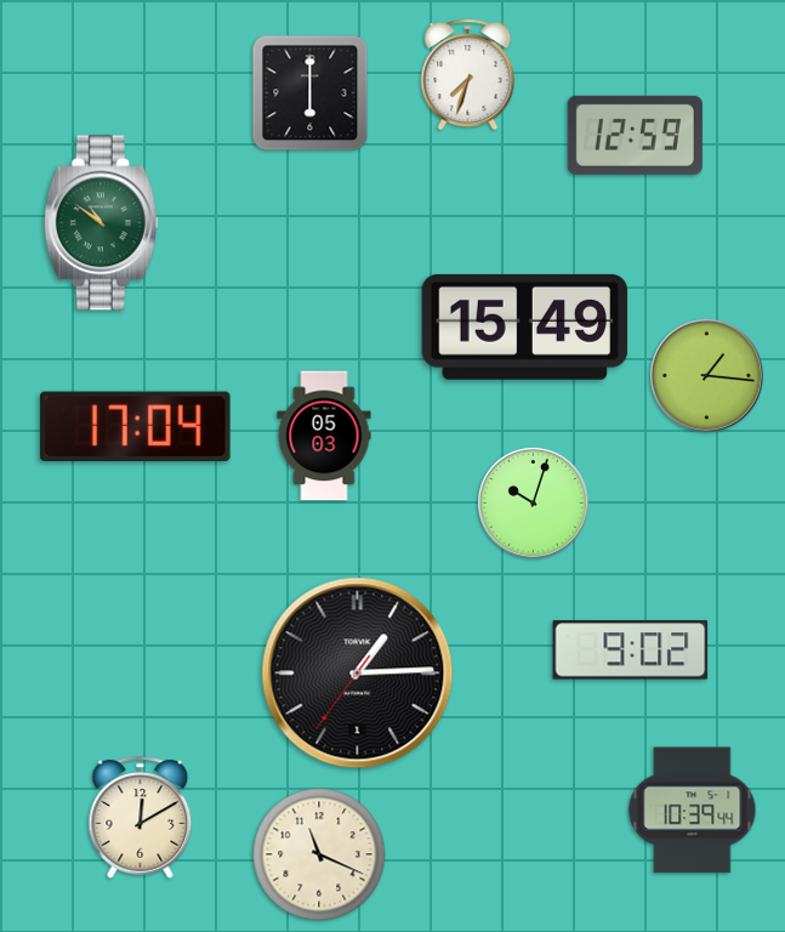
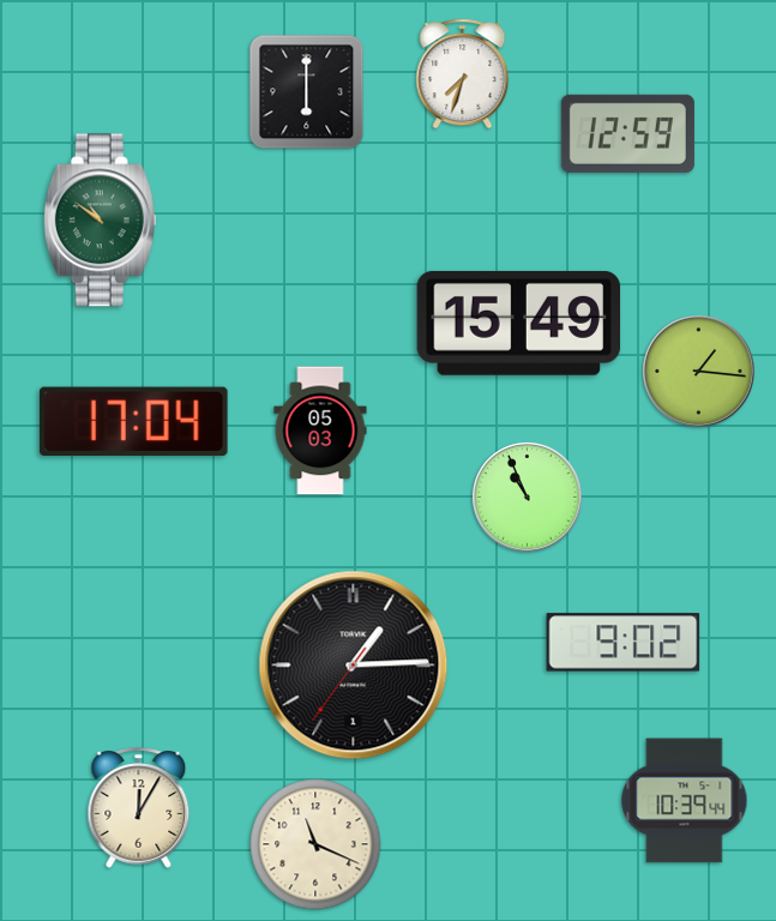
clock at (534, 504): 10:03 -> 10:56
clock at (141, 818): 12:10 -> 12:05
